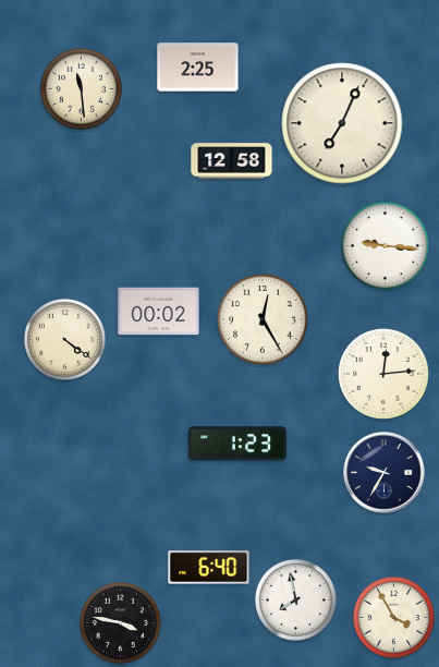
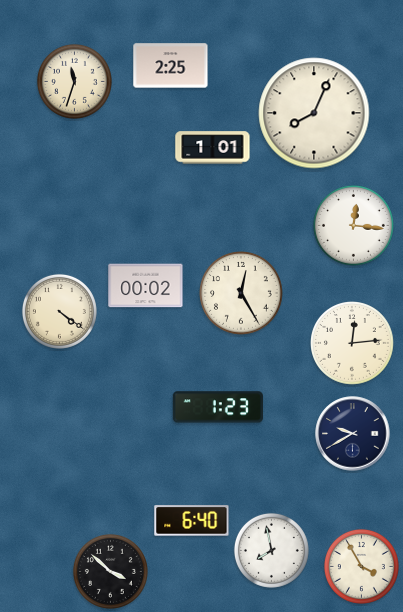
clock at (198, 68) position: (198, 68) -> (171, 66)
clock at (81, 88): 11:29 -> 11:33
clock at (342, 123): 7:04 -> 8:04
clock at (232, 161): 12:58 -> 1:01
clock at (385, 245): 9:16 -> 12:16
clock at (385, 473): 9:35 -> 9:40
clock at (120, 622): 3:47 -> 3:52
